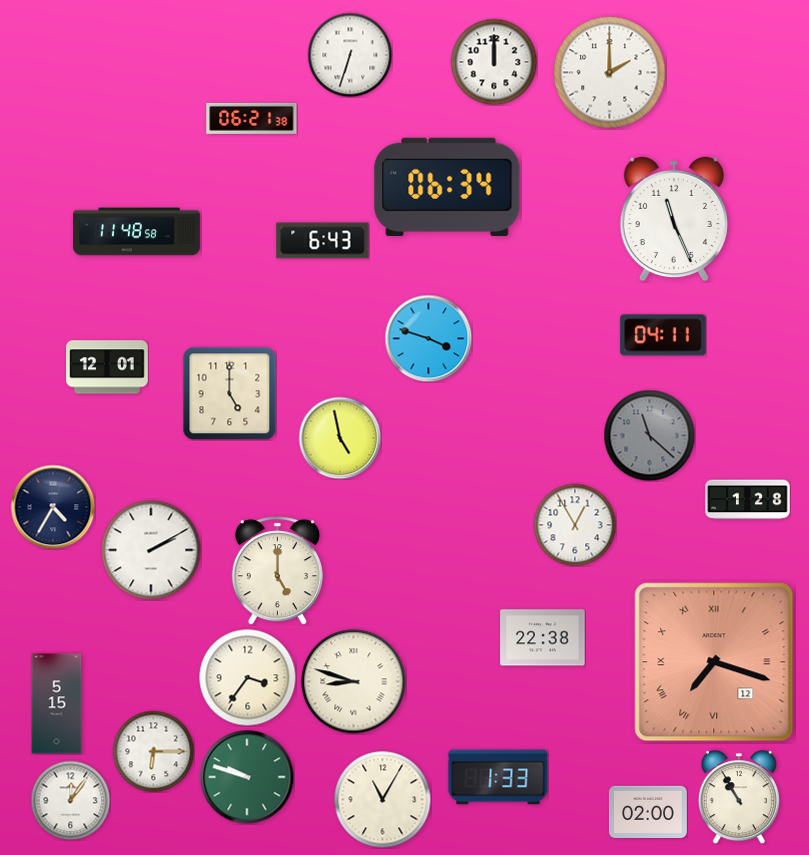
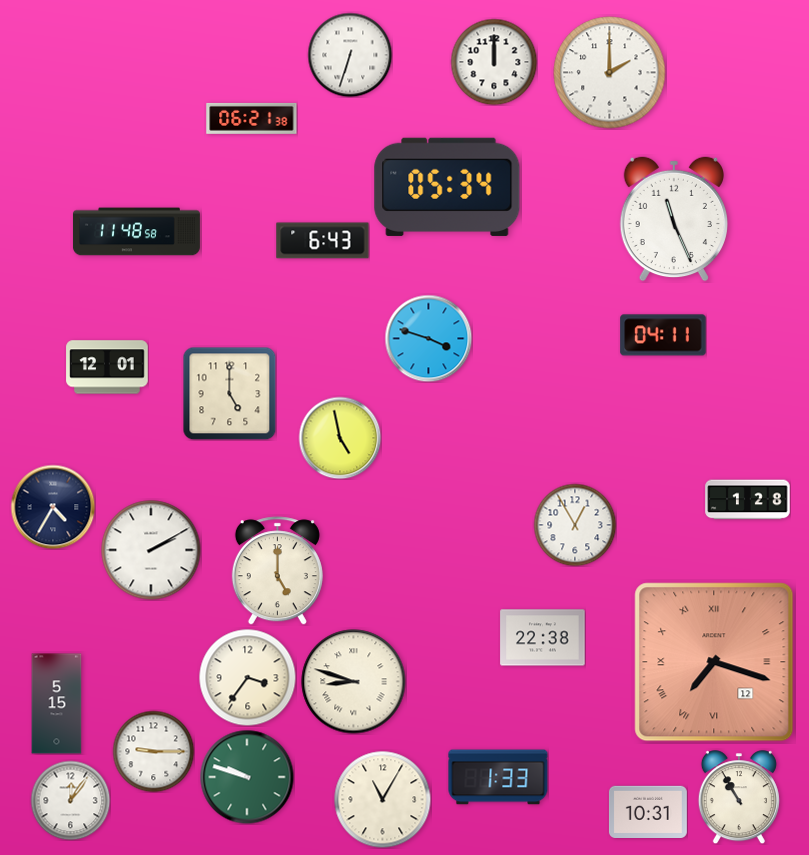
clock at (447, 187): 06:34 -> 05:34
clock at (649, 435): 11:22 -> none
clock at (153, 751): 6:15 -> 9:15
clock at (648, 812): 02:00 -> 10:31
